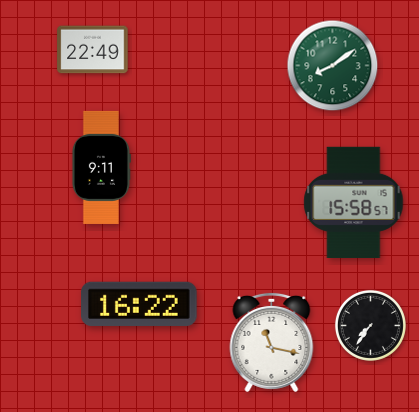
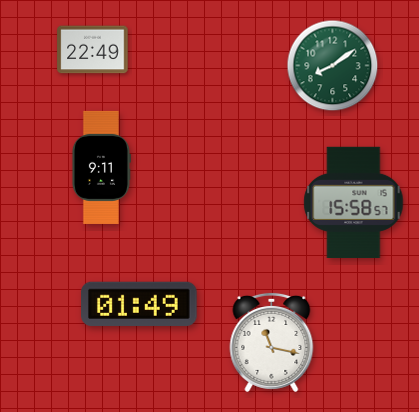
clock at (139, 304): 16:22 -> 01:49
clock at (370, 325): 7:36 -> none
